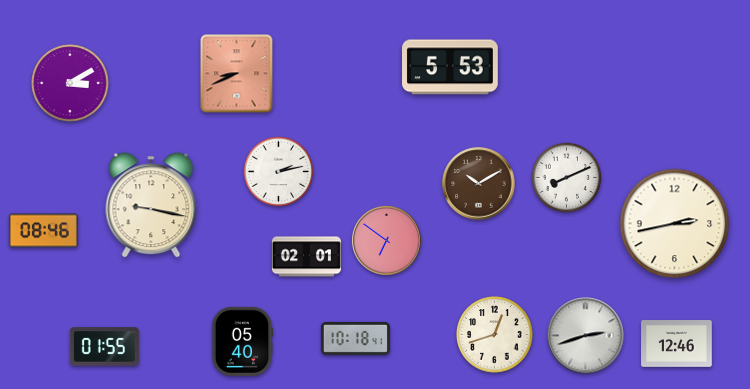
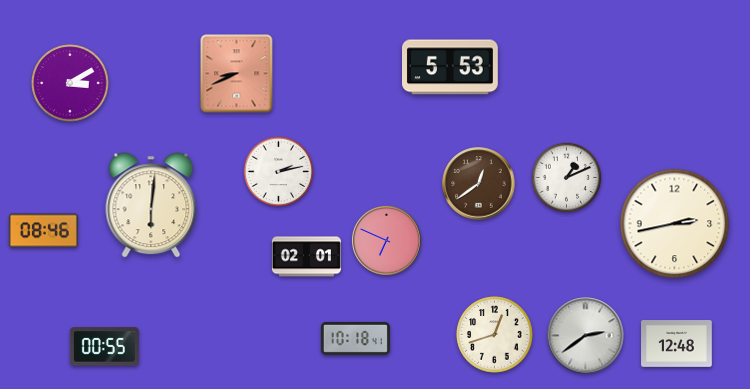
clock at (567, 178): 8:11 -> 1:11
clock at (479, 184): 10:10 -> 12:39
clock at (151, 205): 9:17 -> 6:01
clock at (386, 240): 6:51 -> 6:49
clock at (586, 336): 2:42 -> 2:39
clock at (242, 341): 05:40 -> none
clock at (677, 344): 12:46 -> 12:48
clock at (104, 347): 01:55 -> 00:55
